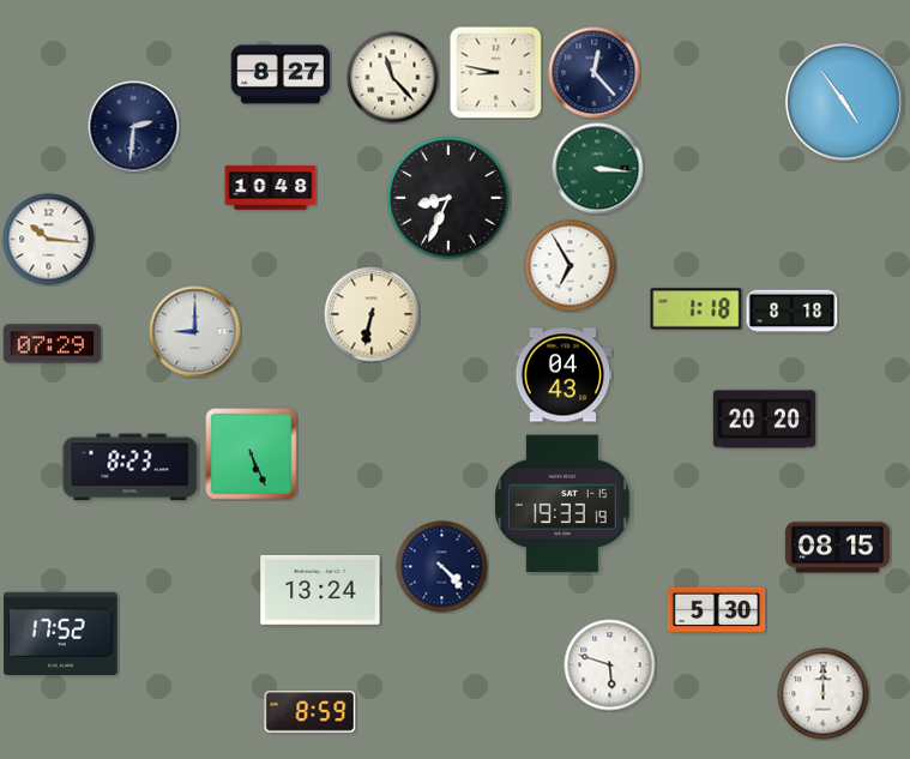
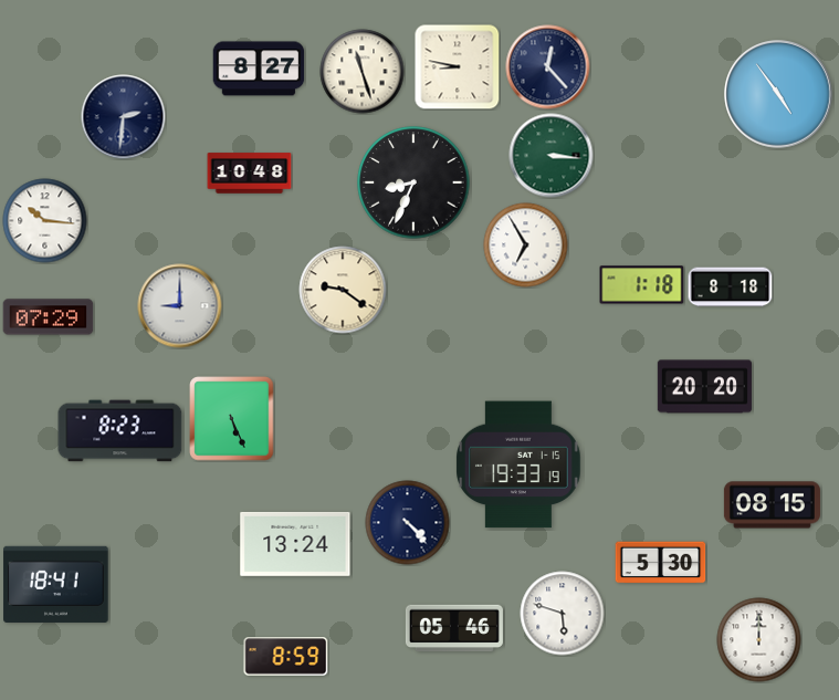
clock at (393, 78): 11:23 -> 11:27
clock at (372, 314): 6:32 -> 9:21
clock at (564, 375): 04:43 -> none
clock at (61, 633): 17:52 -> 18:41
clock at (454, 628): none -> 05:46
